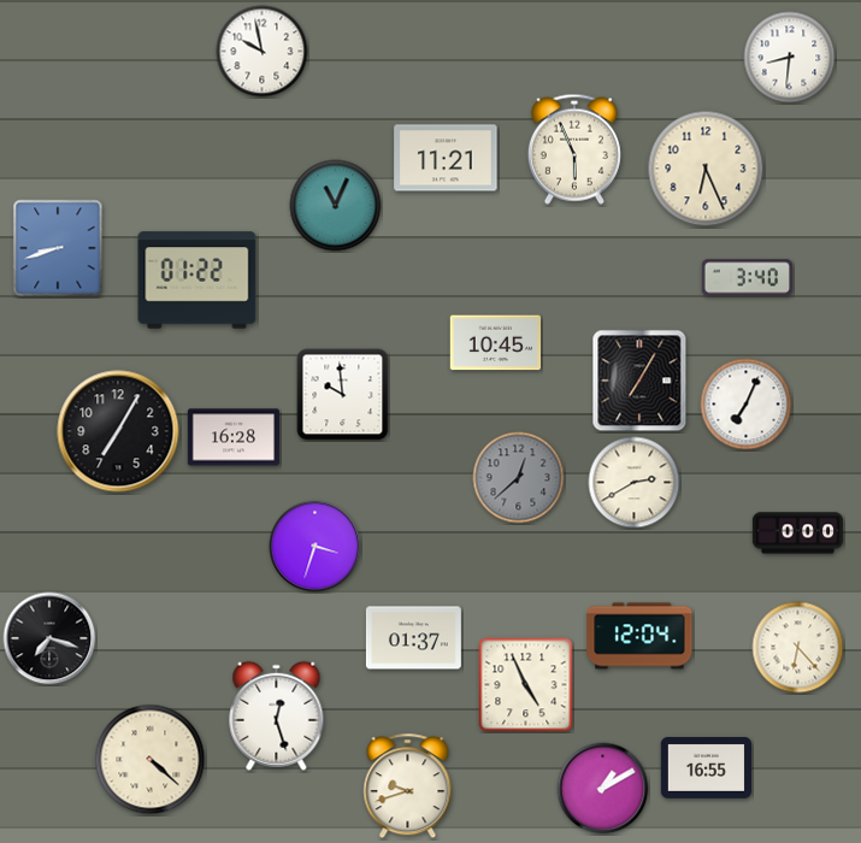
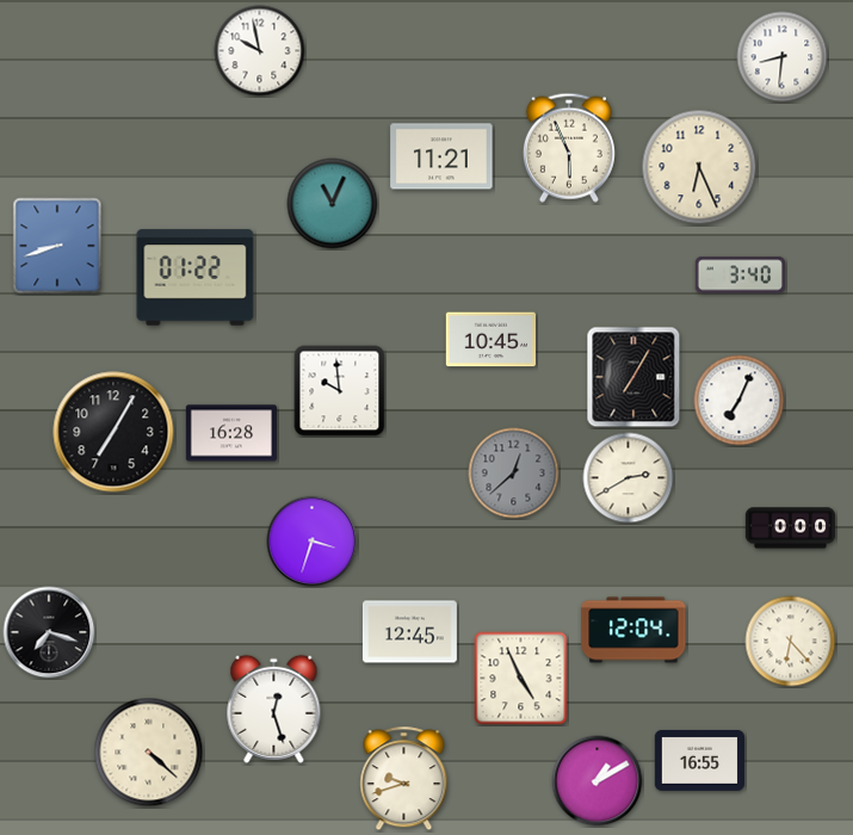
clock at (118, 431) position: (118, 431) -> (113, 432)
clock at (413, 638): 01:37 -> 12:45
